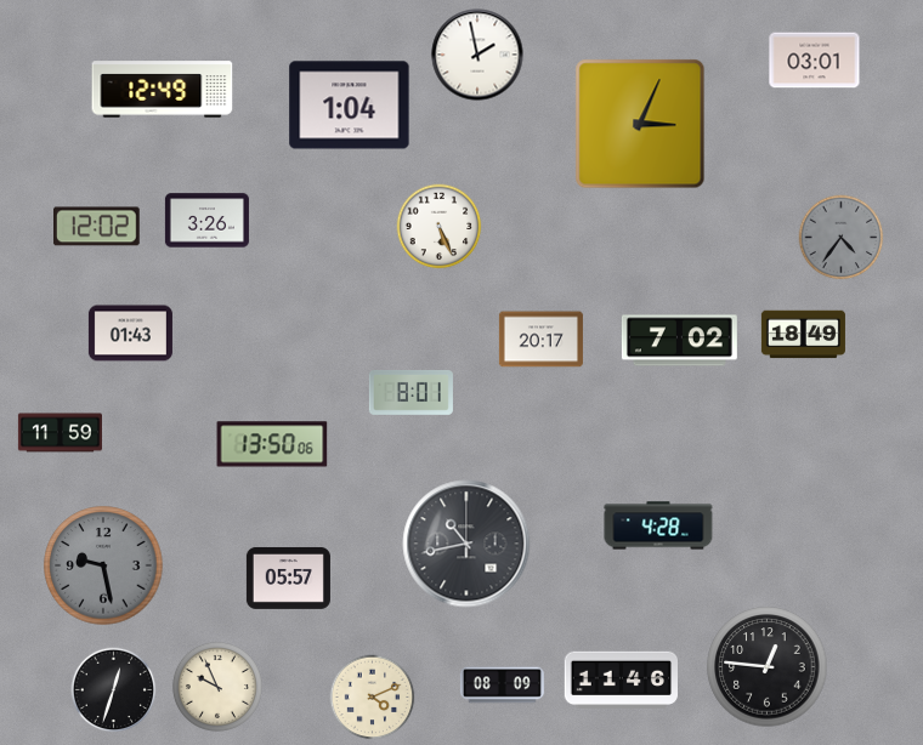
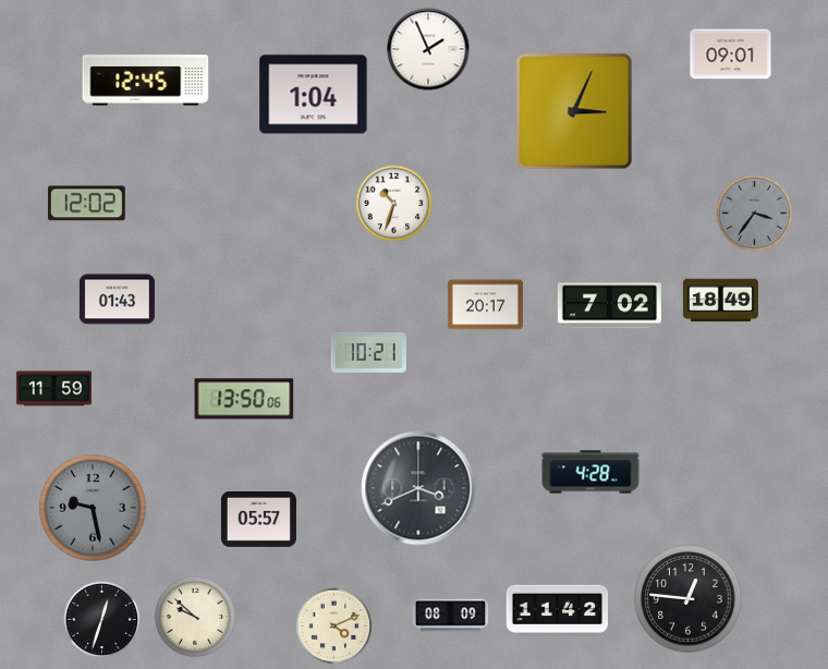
clock at (477, 55): 1:58 -> 1:56
clock at (815, 61): 03:01 -> 09:01
clock at (163, 90): 12:49 -> 12:45
clock at (206, 221): 3:26 -> none
clock at (440, 227): 5:26 -> 10:33
clock at (842, 238): 4:36 -> 3:36
clock at (410, 392): 8:01 -> 10:21
clock at (466, 544): 10:43 -> 3:41
clock at (621, 681): 11:46 -> 11:42
clock at (217, 687): 9:56 -> 9:52
